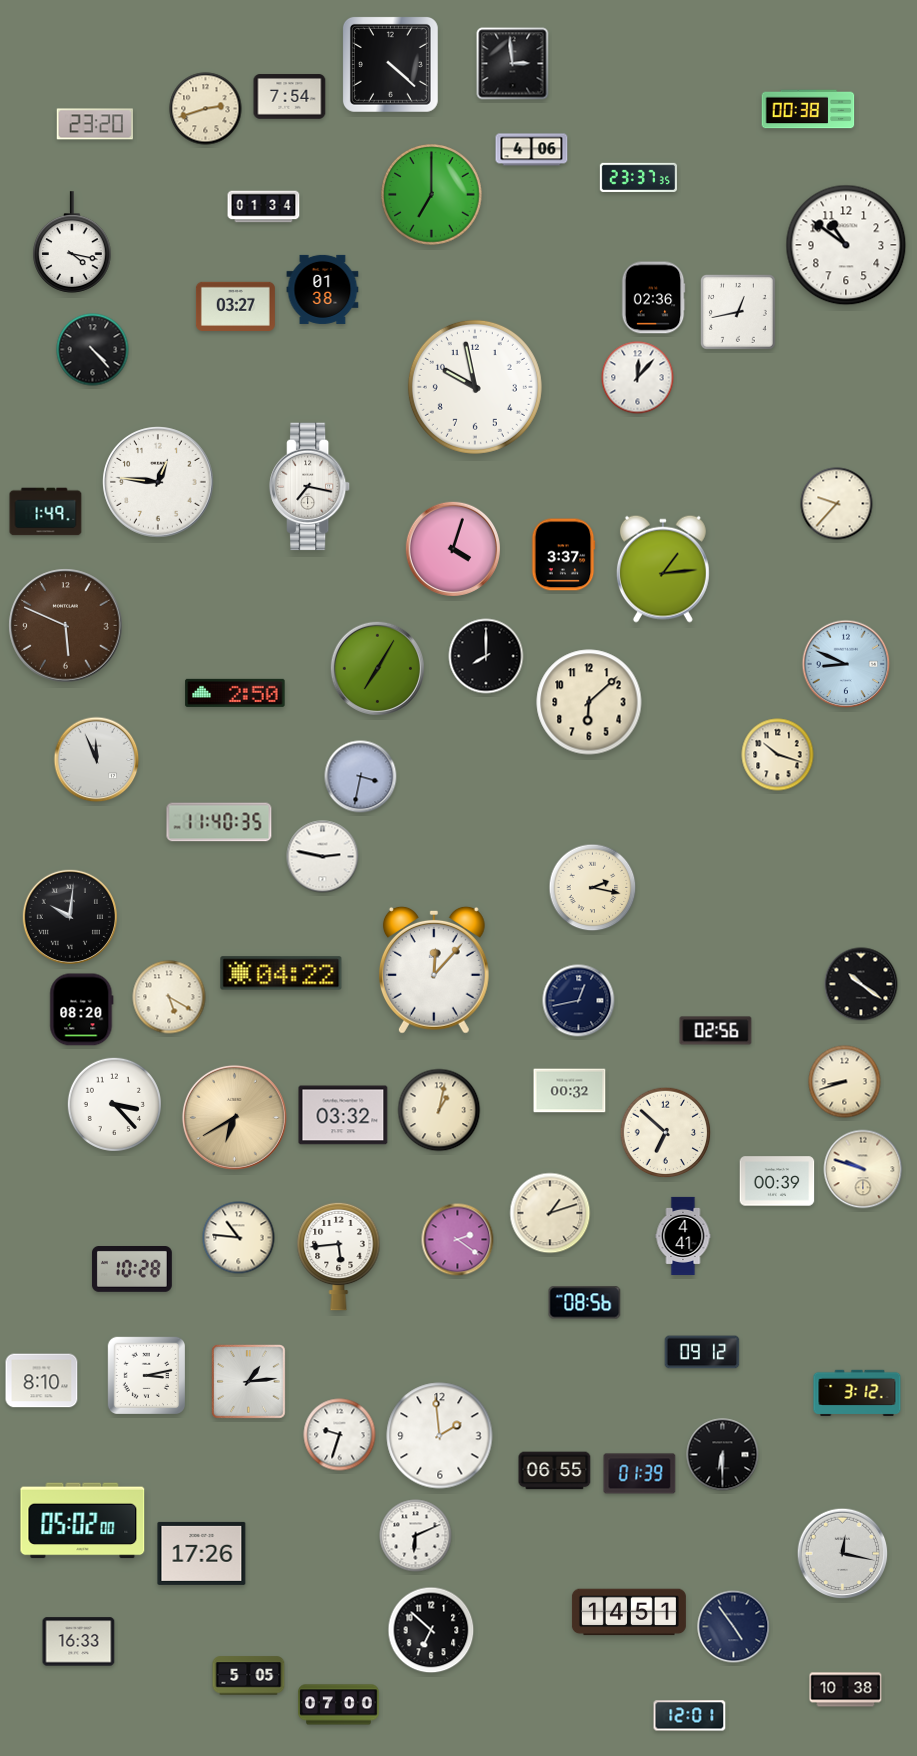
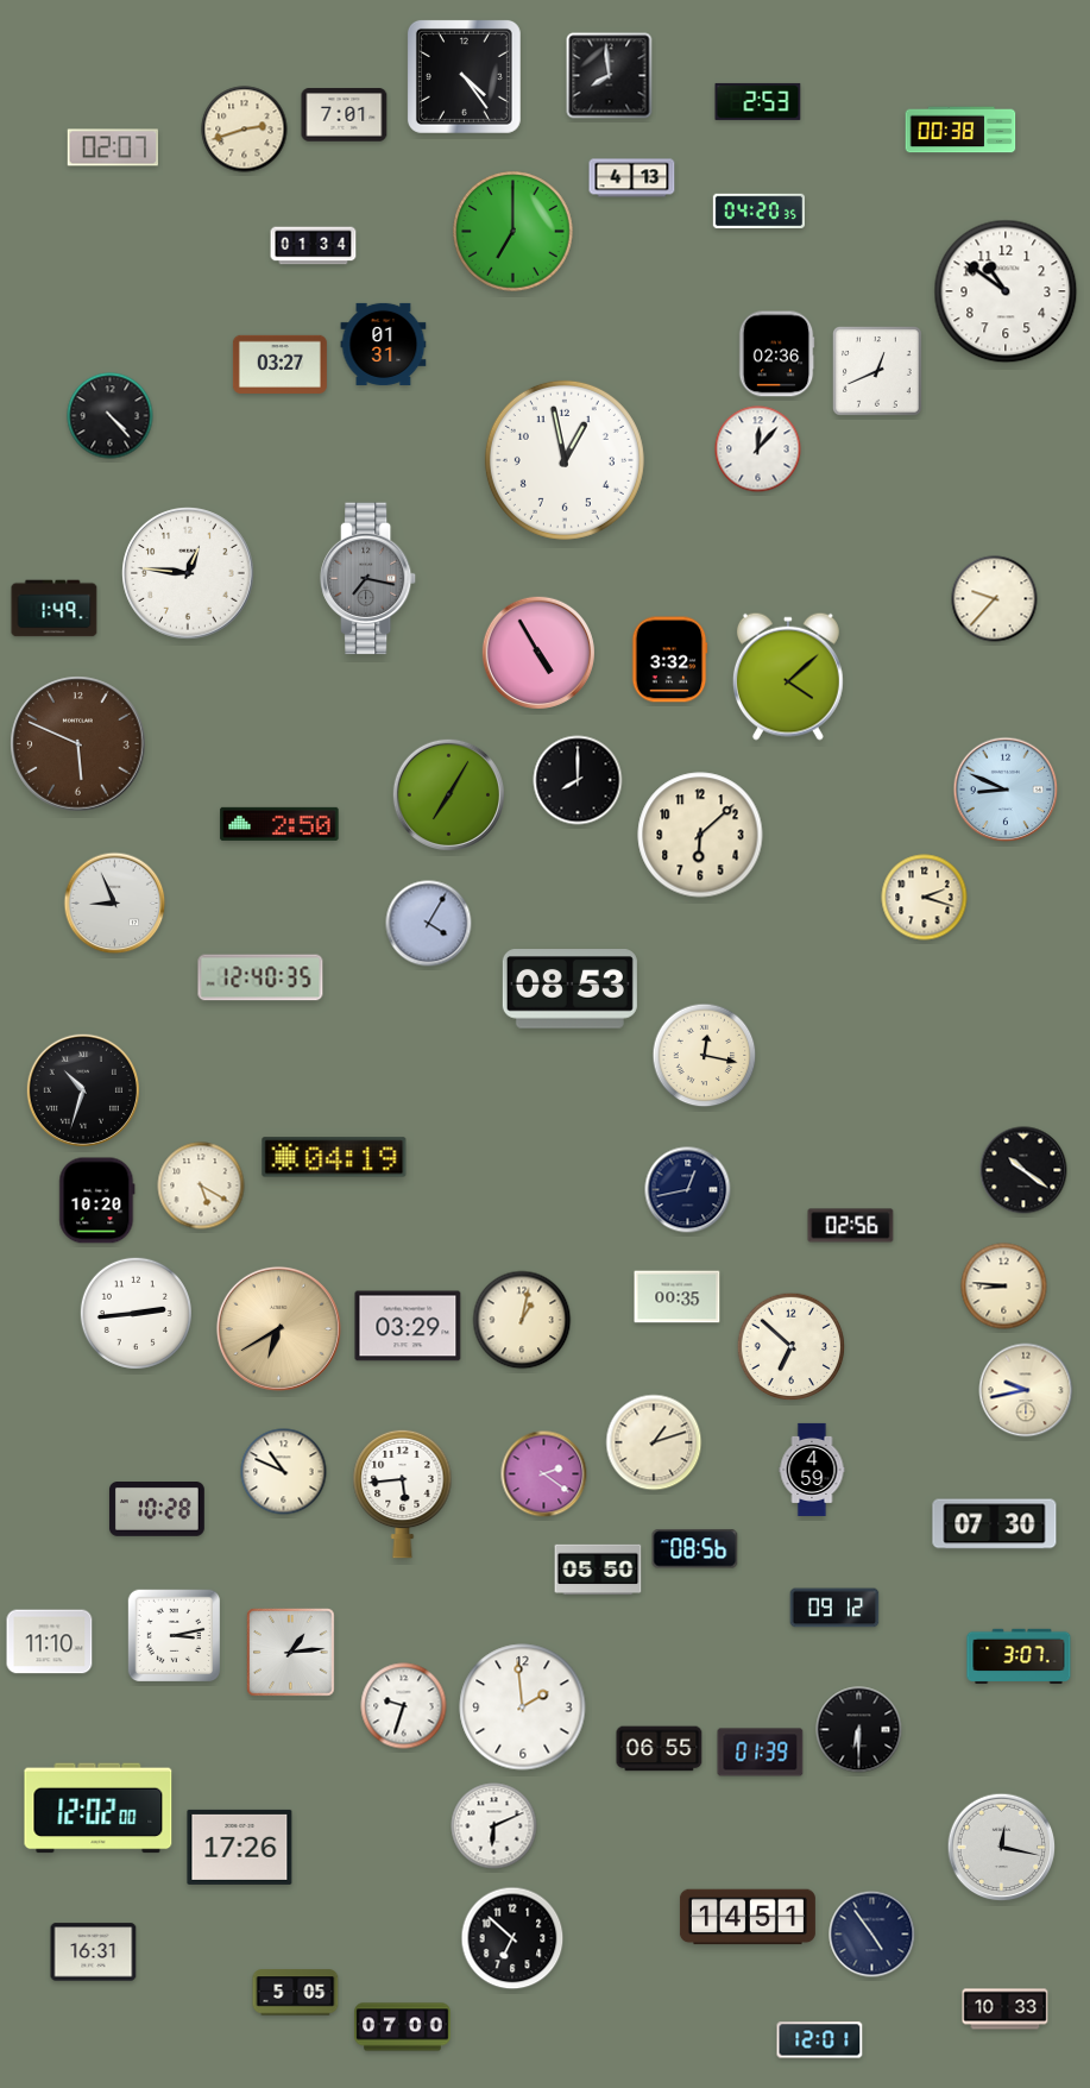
clock at (390, 64): 4:22 -> 4:24
clock at (513, 64): 2:59 -> 7:59
clock at (758, 101): none -> 2:53
clock at (290, 97): 7:54 -> 7:01
clock at (94, 124): 23:20 -> 02:07
clock at (532, 150): 4:06 -> 4:13
clock at (638, 177): 23:37 -> 04:20
clock at (73, 242): 4:17 -> none
clock at (323, 289): 01:38 -> 01:31
clock at (738, 312): 12:43 -> 12:41
clock at (475, 387): 9:58 -> 12:58
clock at (310, 487) dial: white -> grey
clock at (453, 549): 4:03 -> 4:55
clock at (563, 555): 3:37 -> 3:32
clock at (663, 569): 1:14 -> 4:08
clock at (778, 755): 10:18 -> 2:18
clock at (97, 760): 11:56 -> 8:56
clock at (361, 777): 3:32 -> 4:05
clock at (219, 822): 11:40 -> 12:40
clock at (569, 989): none -> 08:53
clock at (323, 857): 2:47 -> none
clock at (593, 888): 2:17 -> 12:17
clock at (70, 917): 10:01 -> 10:33
clock at (434, 970): 12:07 -> none
clock at (281, 973): 04:22 -> 04:19
clock at (82, 1010): 08:20 -> 10:20
clock at (845, 1082): 8:42 -> 8:46
clock at (570, 1091): 00:32 -> 00:35
clock at (114, 1104): 3:23 -> 2:44
clock at (343, 1115): 03:32 -> 03:29
clock at (863, 1169): 9:48 -> 9:43
clock at (777, 1181): 00:39 -> none
clock at (683, 1236): 4:41 -> 4:59
clock at (239, 1238): 10:46 -> 10:49
clock at (995, 1524): none -> 07:30
clock at (598, 1570): none -> 05:50
clock at (42, 1381): 8:10 -> 11:10
clock at (249, 1382) position: (249, 1382) -> (291, 1653)
clock at (857, 1393): 3:12 -> 3:07
clock at (83, 1521): 05:02 -> 12:02
clock at (79, 1642): 16:33 -> 16:31
clock at (846, 1690): 10:38 -> 10:33
